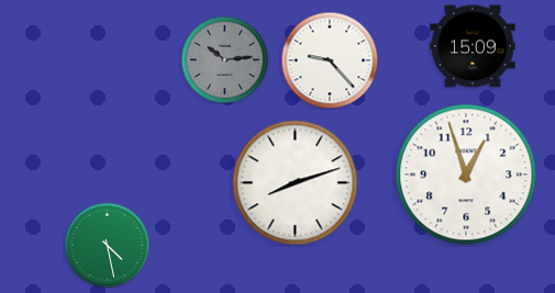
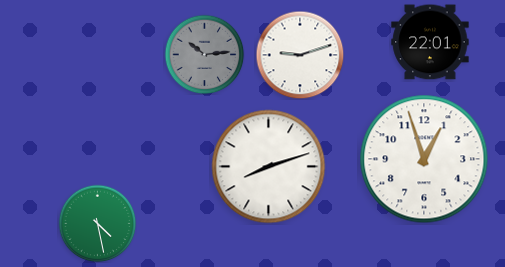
clock at (473, 46): 15:09 -> 22:01
clock at (330, 60): 9:23 -> 9:12
